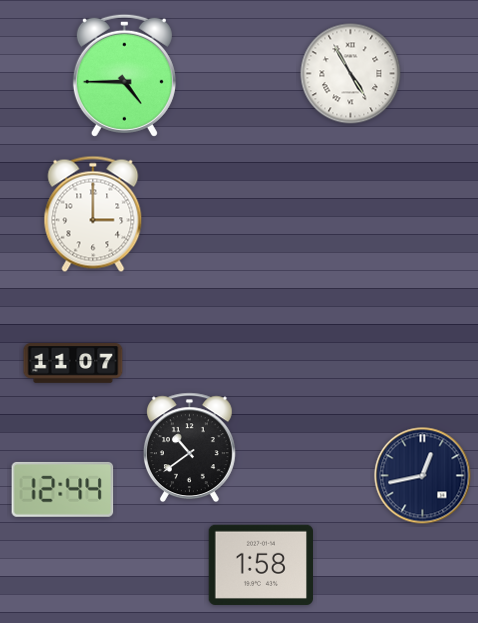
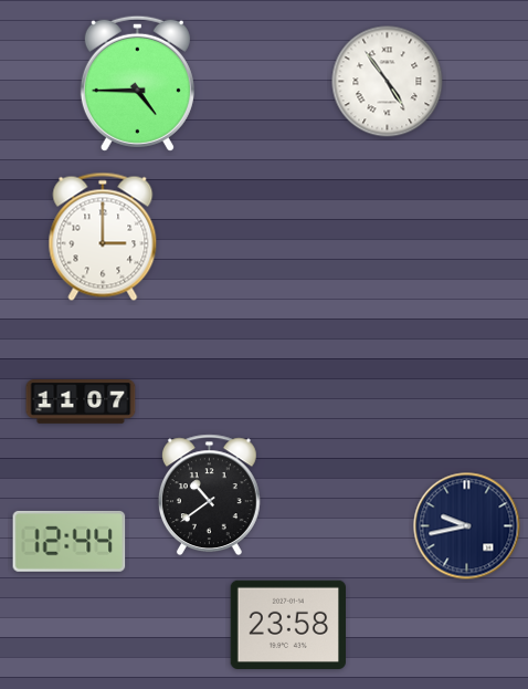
clock at (351, 74): 4:55 -> 4:54
clock at (423, 476): 12:43 -> 9:43
clock at (260, 564): 1:58 -> 23:58
